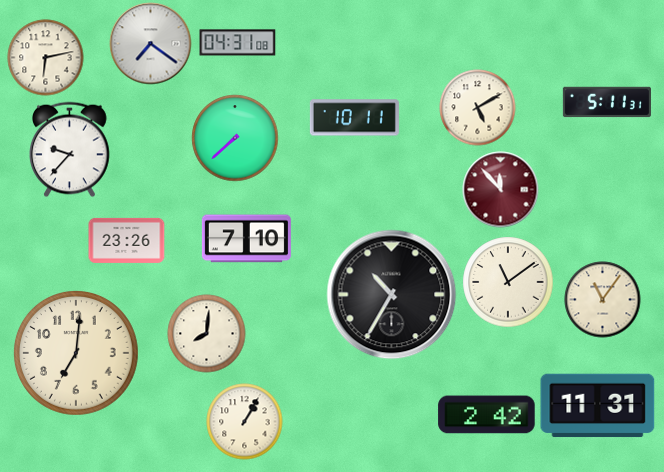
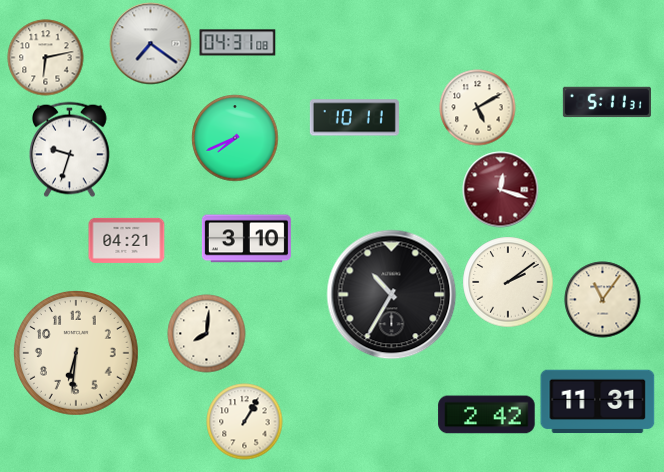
clock at (235, 138): 7:38 -> 7:41
clock at (70, 150): 9:37 -> 9:33
clock at (501, 190): 11:53 -> 12:18
clock at (246, 239): 7:10 -> 3:10
clock at (127, 240): 23:26 -> 04:21
clock at (508, 282): 11:09 -> 2:09
clock at (76, 353): 7:01 -> 6:31
clock at (598, 406) position: (598, 406) -> (598, 402)
